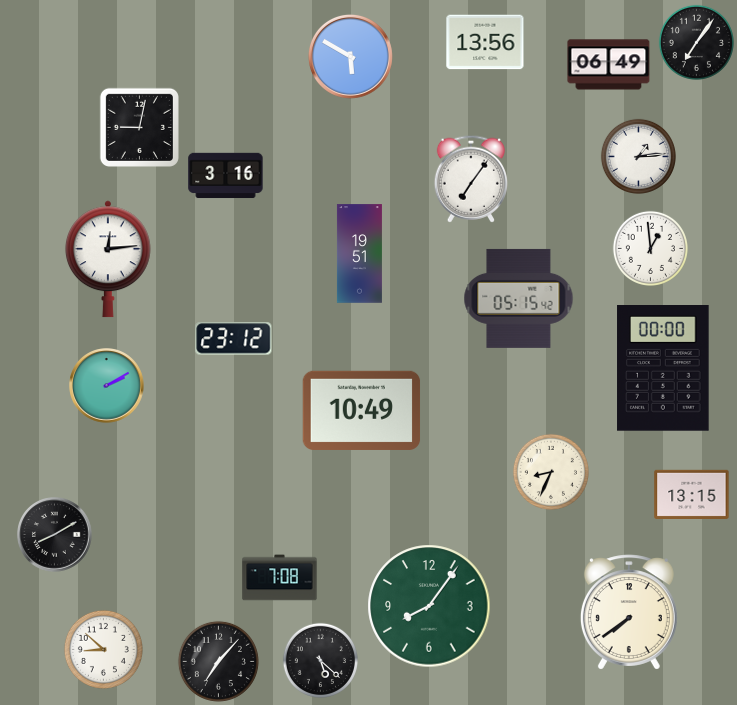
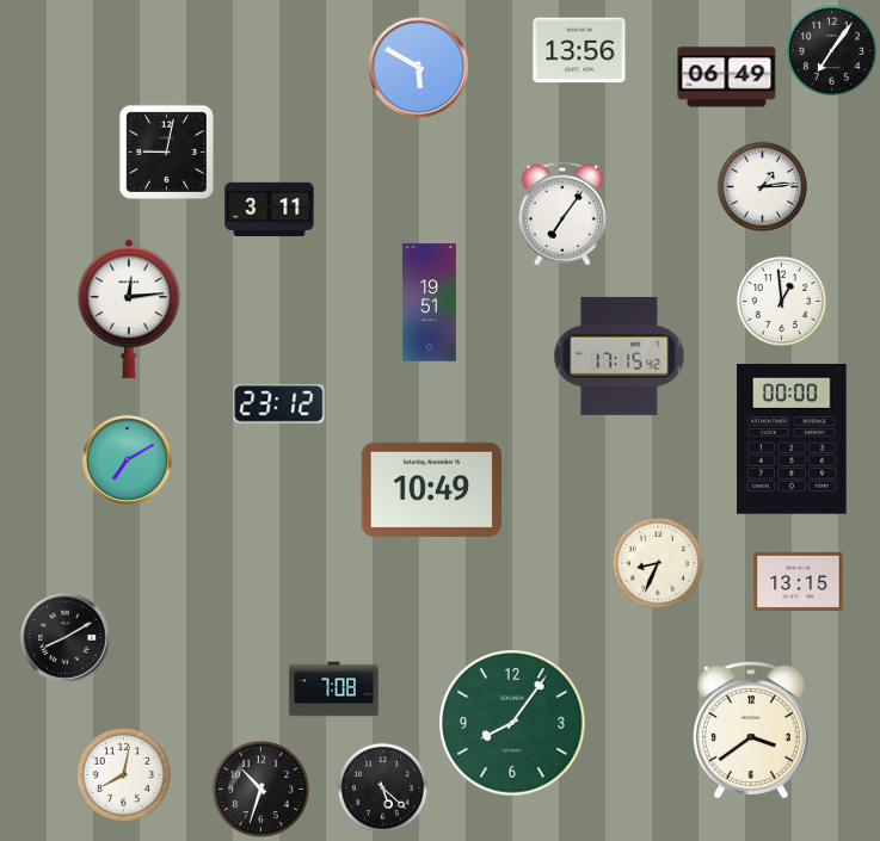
clock at (226, 176): 3:16 -> 3:11
clock at (650, 248) position: (650, 248) -> (781, 301)
clock at (519, 298): 05:15 -> 17:15
clock at (107, 386): 2:10 -> 7:10
clock at (692, 494) position: (692, 494) -> (799, 581)
clock at (629, 612): 7:39 -> 3:39
clock at (103, 649): 8:52 -> 8:02
clock at (218, 661): 7:07 -> 10:33
